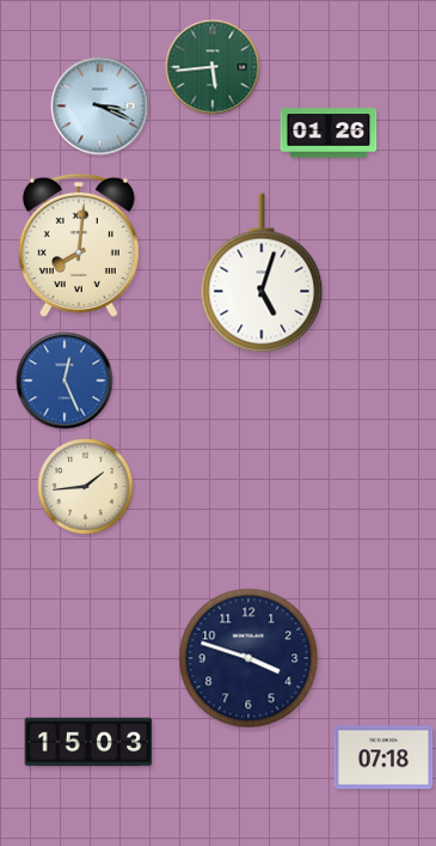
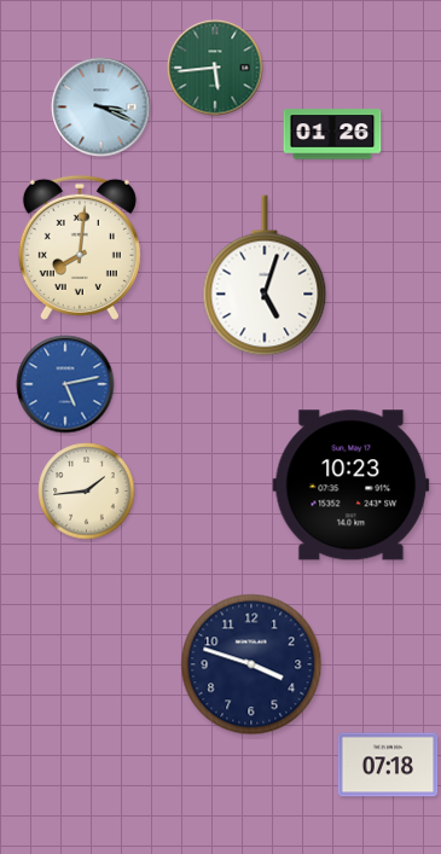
clock at (65, 381): 12:26 -> 5:13
clock at (352, 486): none -> 10:23
clock at (88, 742): 15:03 -> none
